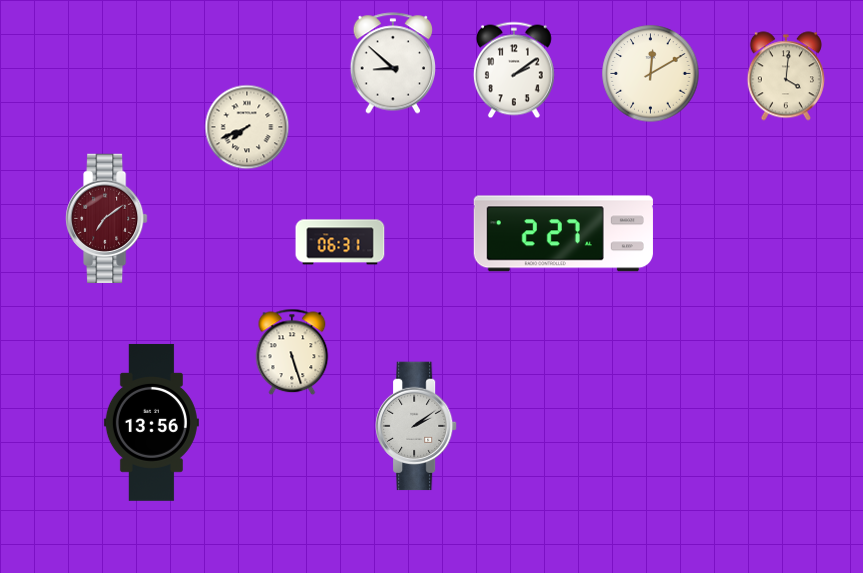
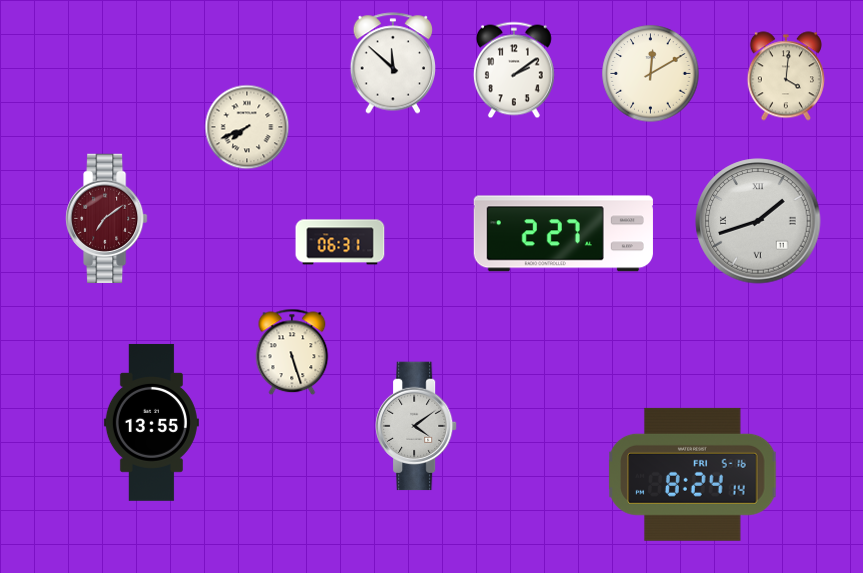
clock at (392, 63): 8:52 -> 11:52
clock at (758, 221): none -> 1:42
clock at (151, 422): 13:56 -> 13:55
clock at (417, 426): 2:09 -> 4:09
clock at (693, 474): none -> 8:24
